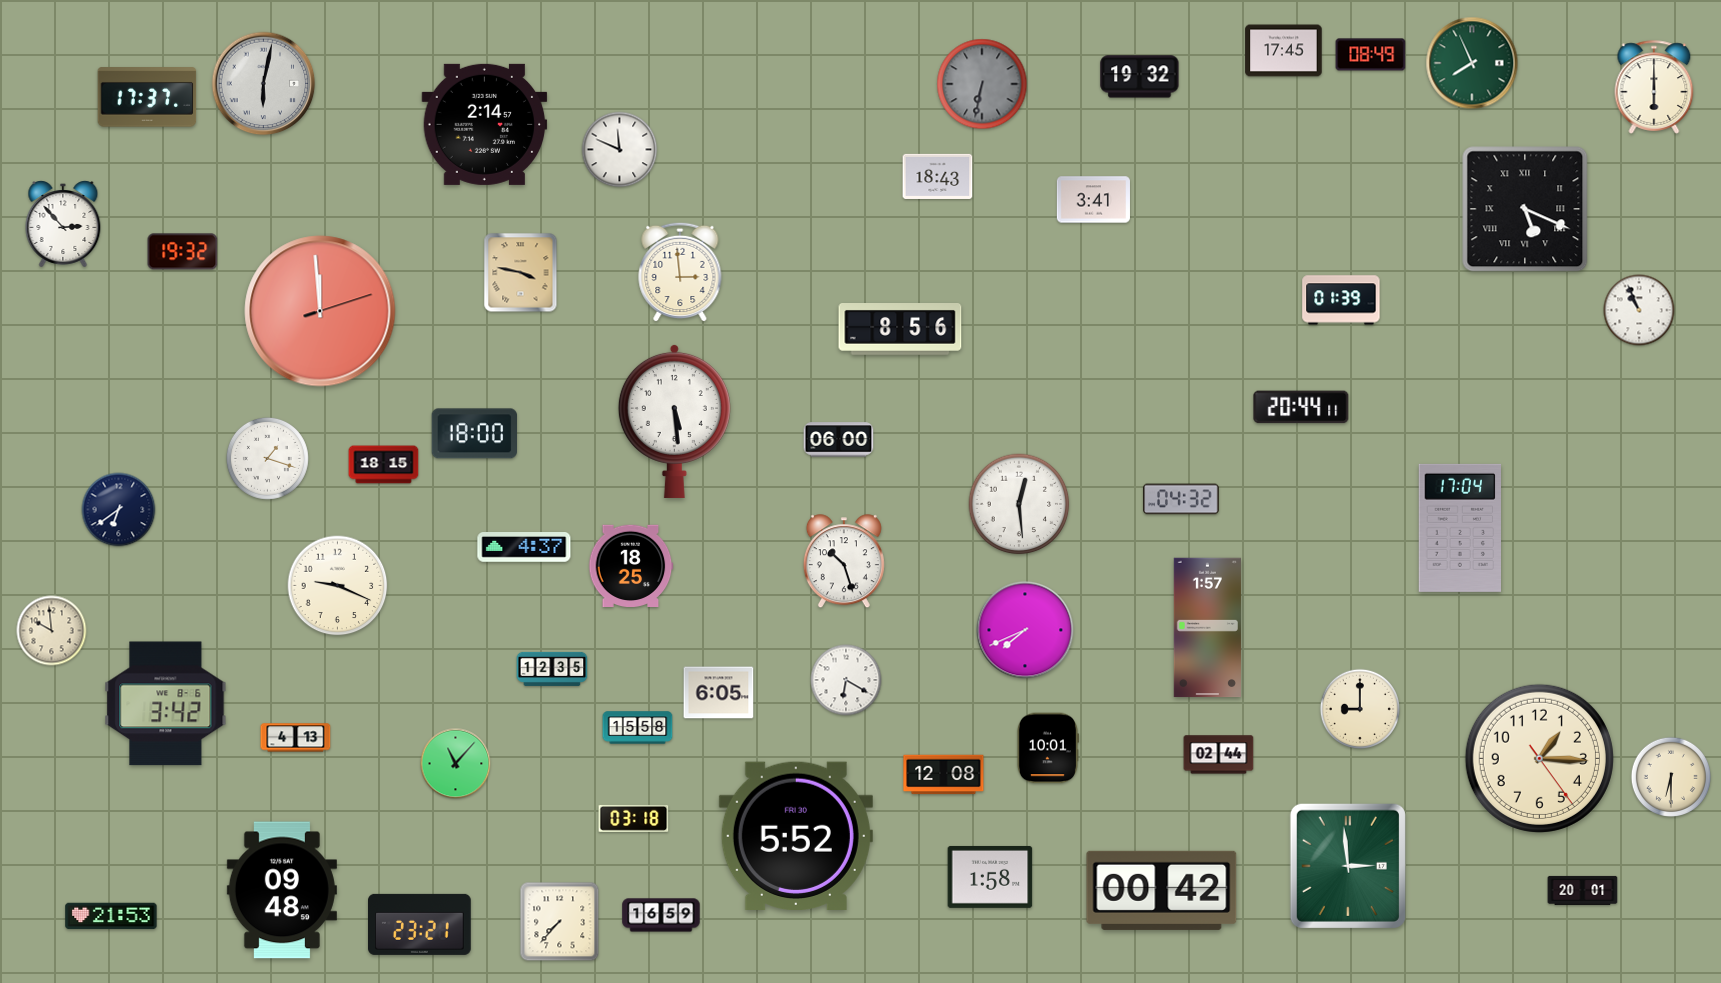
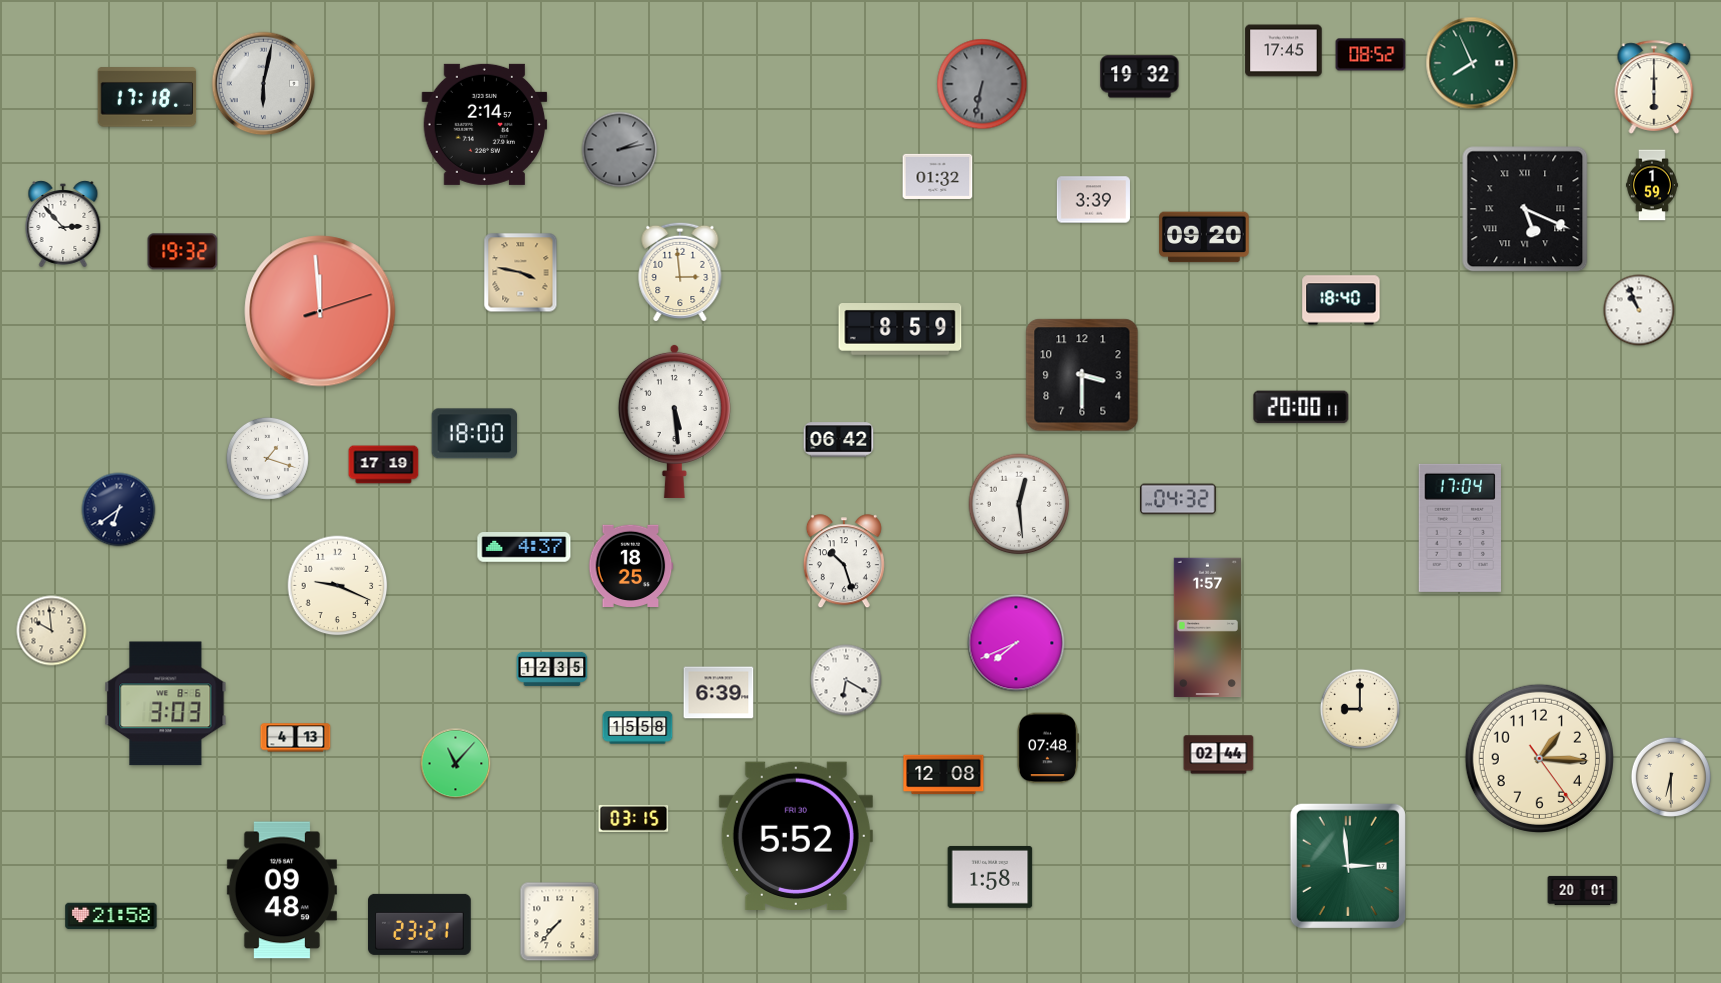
clock at (1371, 55): 08:49 -> 08:52
clock at (147, 97): 17:37 -> 17:18
clock at (620, 150): 11:49 -> 2:13
clock at (620, 150) dial: white -> grey
clock at (938, 176): 18:43 -> 01:32
clock at (1652, 185): none -> 1:59
clock at (1093, 200): 3:41 -> 3:39
clock at (1204, 237): none -> 09:20
clock at (1341, 300): 01:39 -> 18:40
clock at (900, 330): 8:56 -> 8:59
clock at (1082, 375): none -> 3:30
clock at (1301, 407): 20:44 -> 20:00
clock at (839, 440): 06:00 -> 06:42
clock at (384, 465): 18:15 -> 17:19
clock at (1181, 499) position: (1181, 499) -> (1178, 499)
clock at (1025, 630) position: (1025, 630) -> (1016, 643)
clock at (719, 693): 6:05 -> 6:39
clock at (166, 704): 3:42 -> 3:03
clock at (1047, 748): 10:01 -> 07:48
clock at (634, 818): 03:18 -> 03:15
clock at (1162, 890): 00:42 -> none
clock at (661, 915): 16:59 -> none
clock at (111, 916): 21:53 -> 21:58
